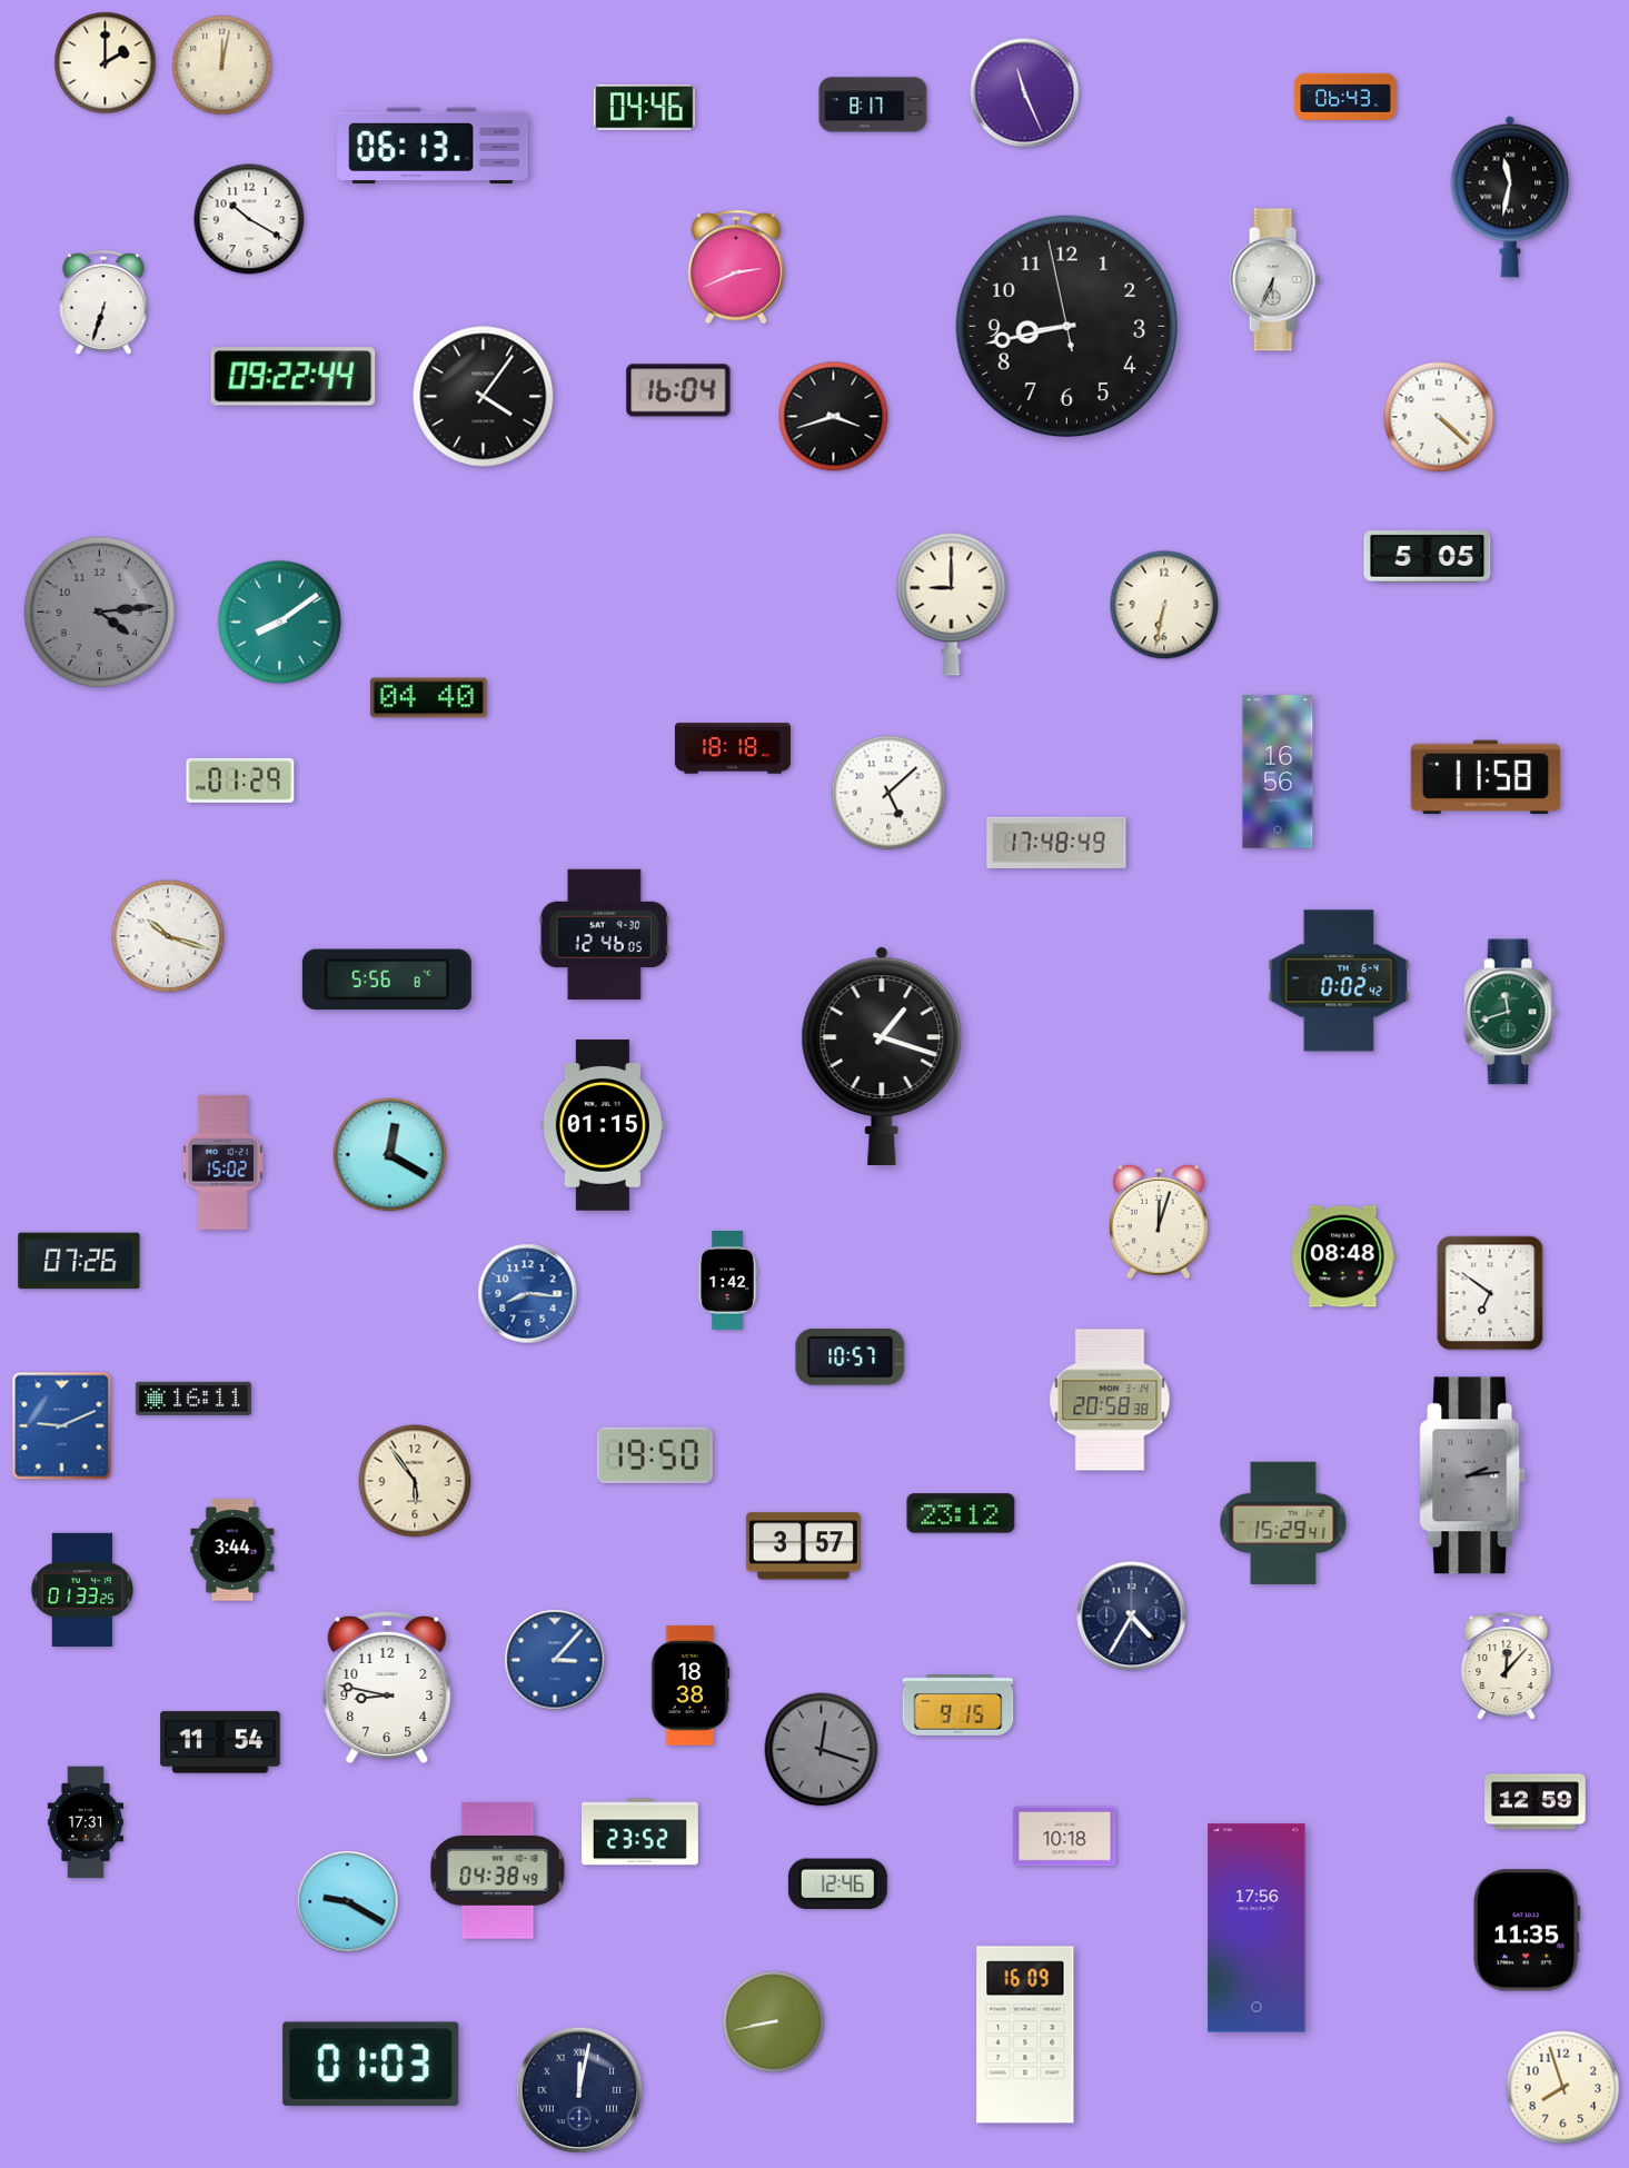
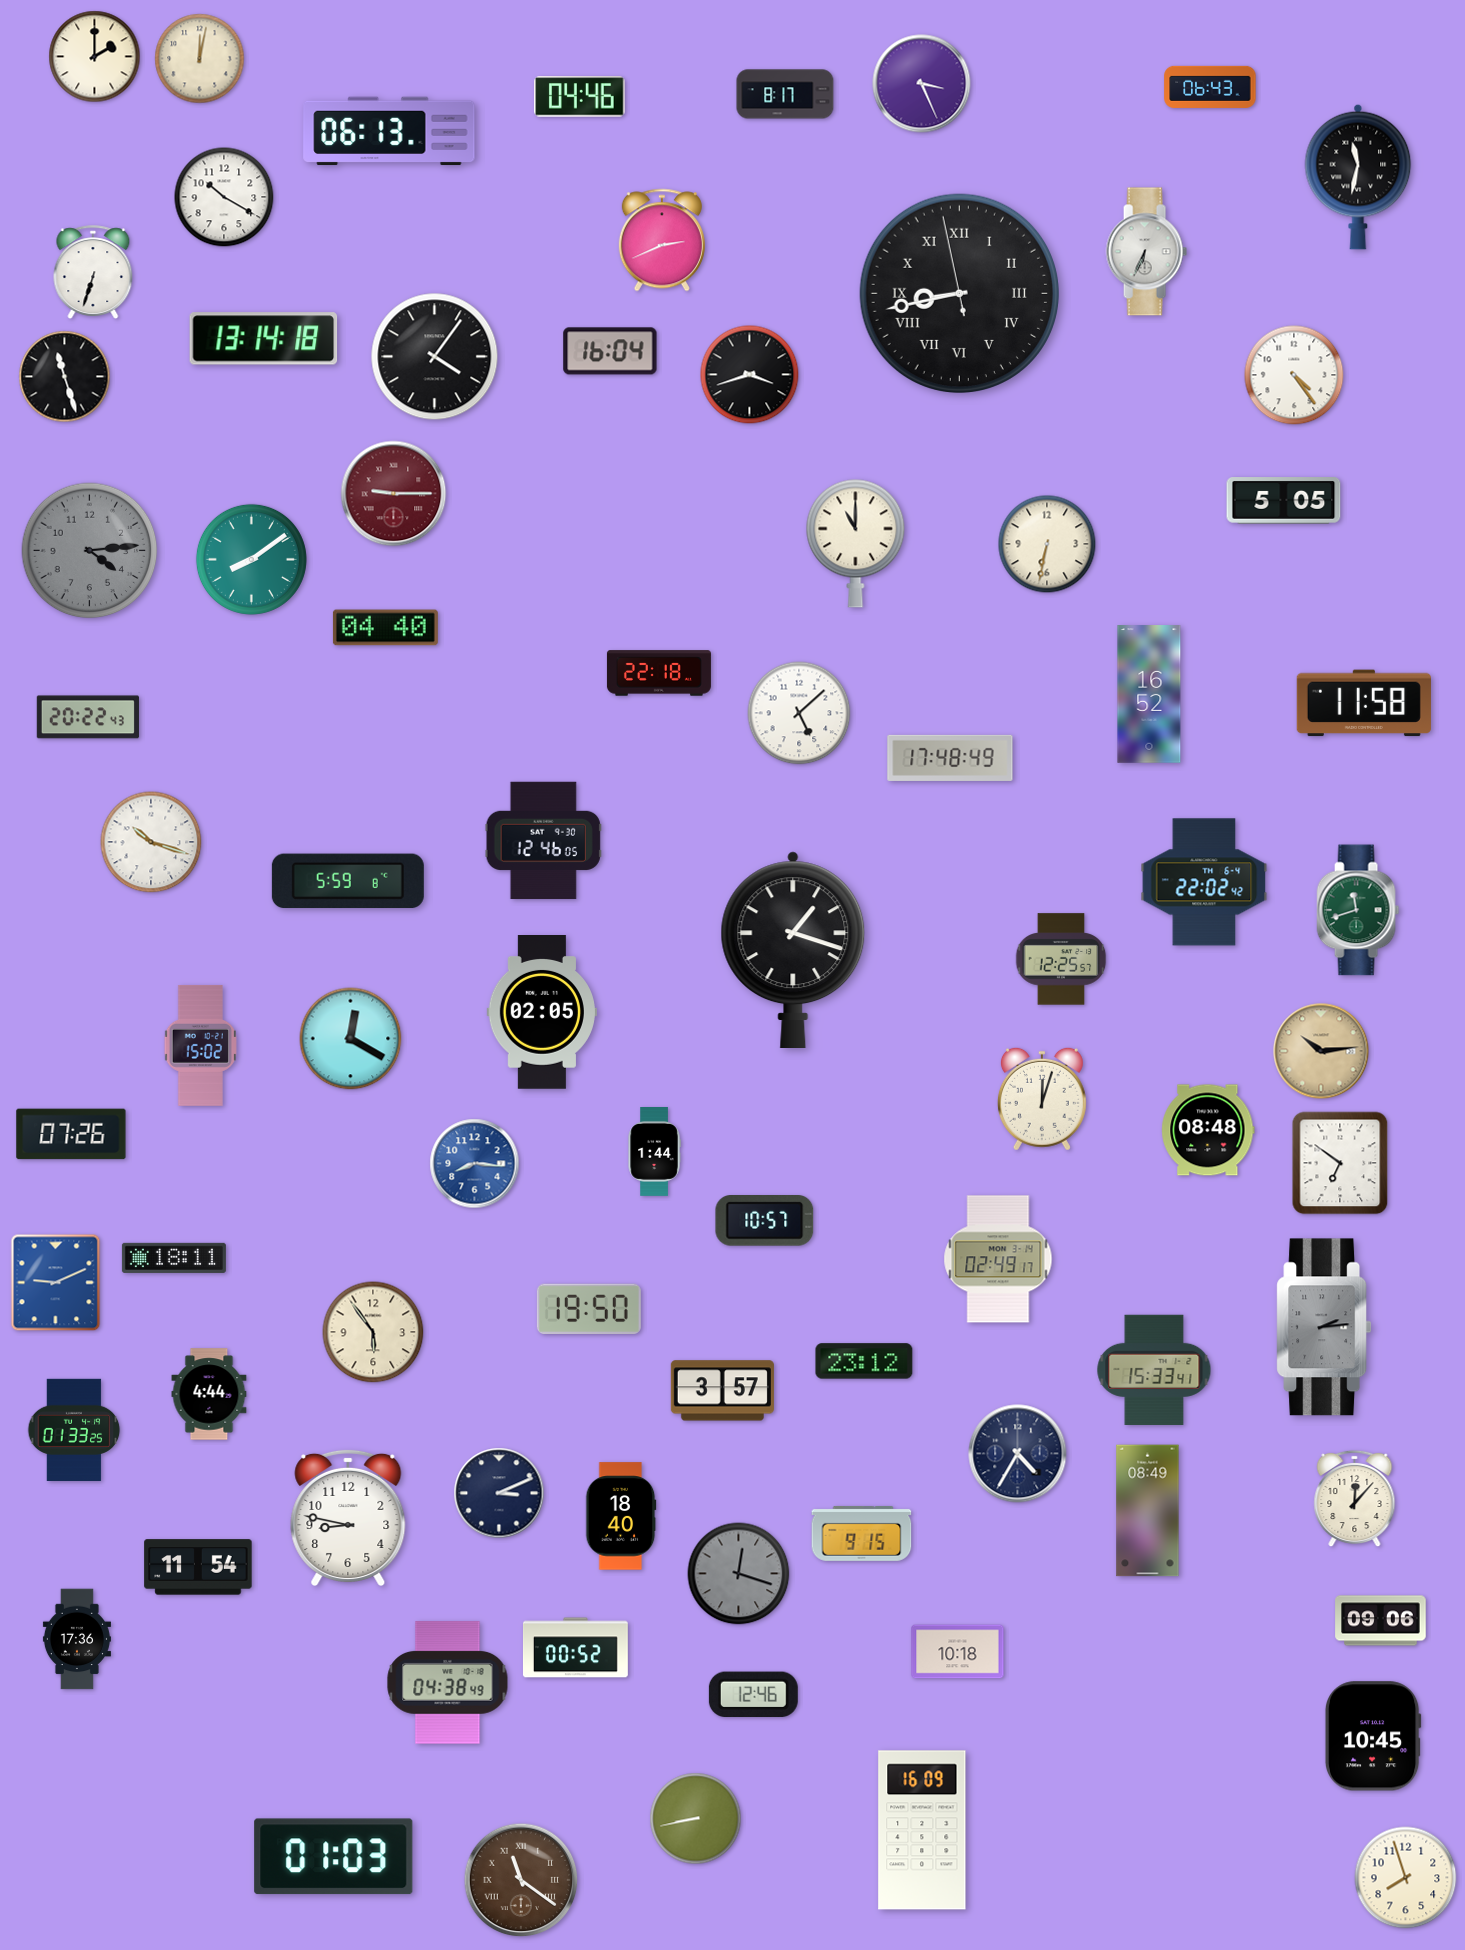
clock at (1025, 93): 11:26 -> 3:26
clock at (1066, 326) numerals: Arabic -> Roman
clock at (294, 377): 09:22 -> 13:14
clock at (1439, 417): 4:22 -> 4:24
clock at (65, 377): none -> 11:27
clock at (394, 494): none -> 9:15
clock at (952, 604): 9:00 -> 11:00
clock at (733, 748): 18:18 -> 22:18
clock at (1278, 772): 16:56 -> 16:52
clock at (1486, 777) position: (1486, 777) -> (1364, 703)
clock at (240, 780): 01:29 -> none
clock at (88, 717): none -> 20:22
clock at (387, 979): 5:56 -> 5:59
clock at (1339, 981): 0:02 -> 22:02
clock at (1061, 959): none -> 12:25
clock at (603, 1126): 01:15 -> 02:05
clock at (1321, 1051): none -> 10:14
clock at (727, 1281): 1:42 -> 1:44
clock at (193, 1399): 16:11 -> 18:11
clock at (1110, 1400): 20:58 -> 02:49
clock at (1283, 1522): 15:29 -> 15:33
clock at (232, 1550): 3:44 -> 4:44
clock at (555, 1660): 3:07 -> 3:11
clock at (555, 1660) dial: blue -> navy
clock at (1148, 1511): none -> 08:49
clock at (691, 1685): 18:38 -> 18:40
clock at (1536, 1802): 12:59 -> 09:06
clock at (86, 1822): 17:31 -> 17:36
clock at (639, 1832): 23:52 -> 00:52
clock at (348, 1902): 9:20 -> none
clock at (1256, 1928): 17:56 -> none
clock at (1527, 1930): 11:35 -> 10:45
clock at (579, 2090): 12:02 -> 11:21
clock at (579, 2090) dial: navy -> brown
